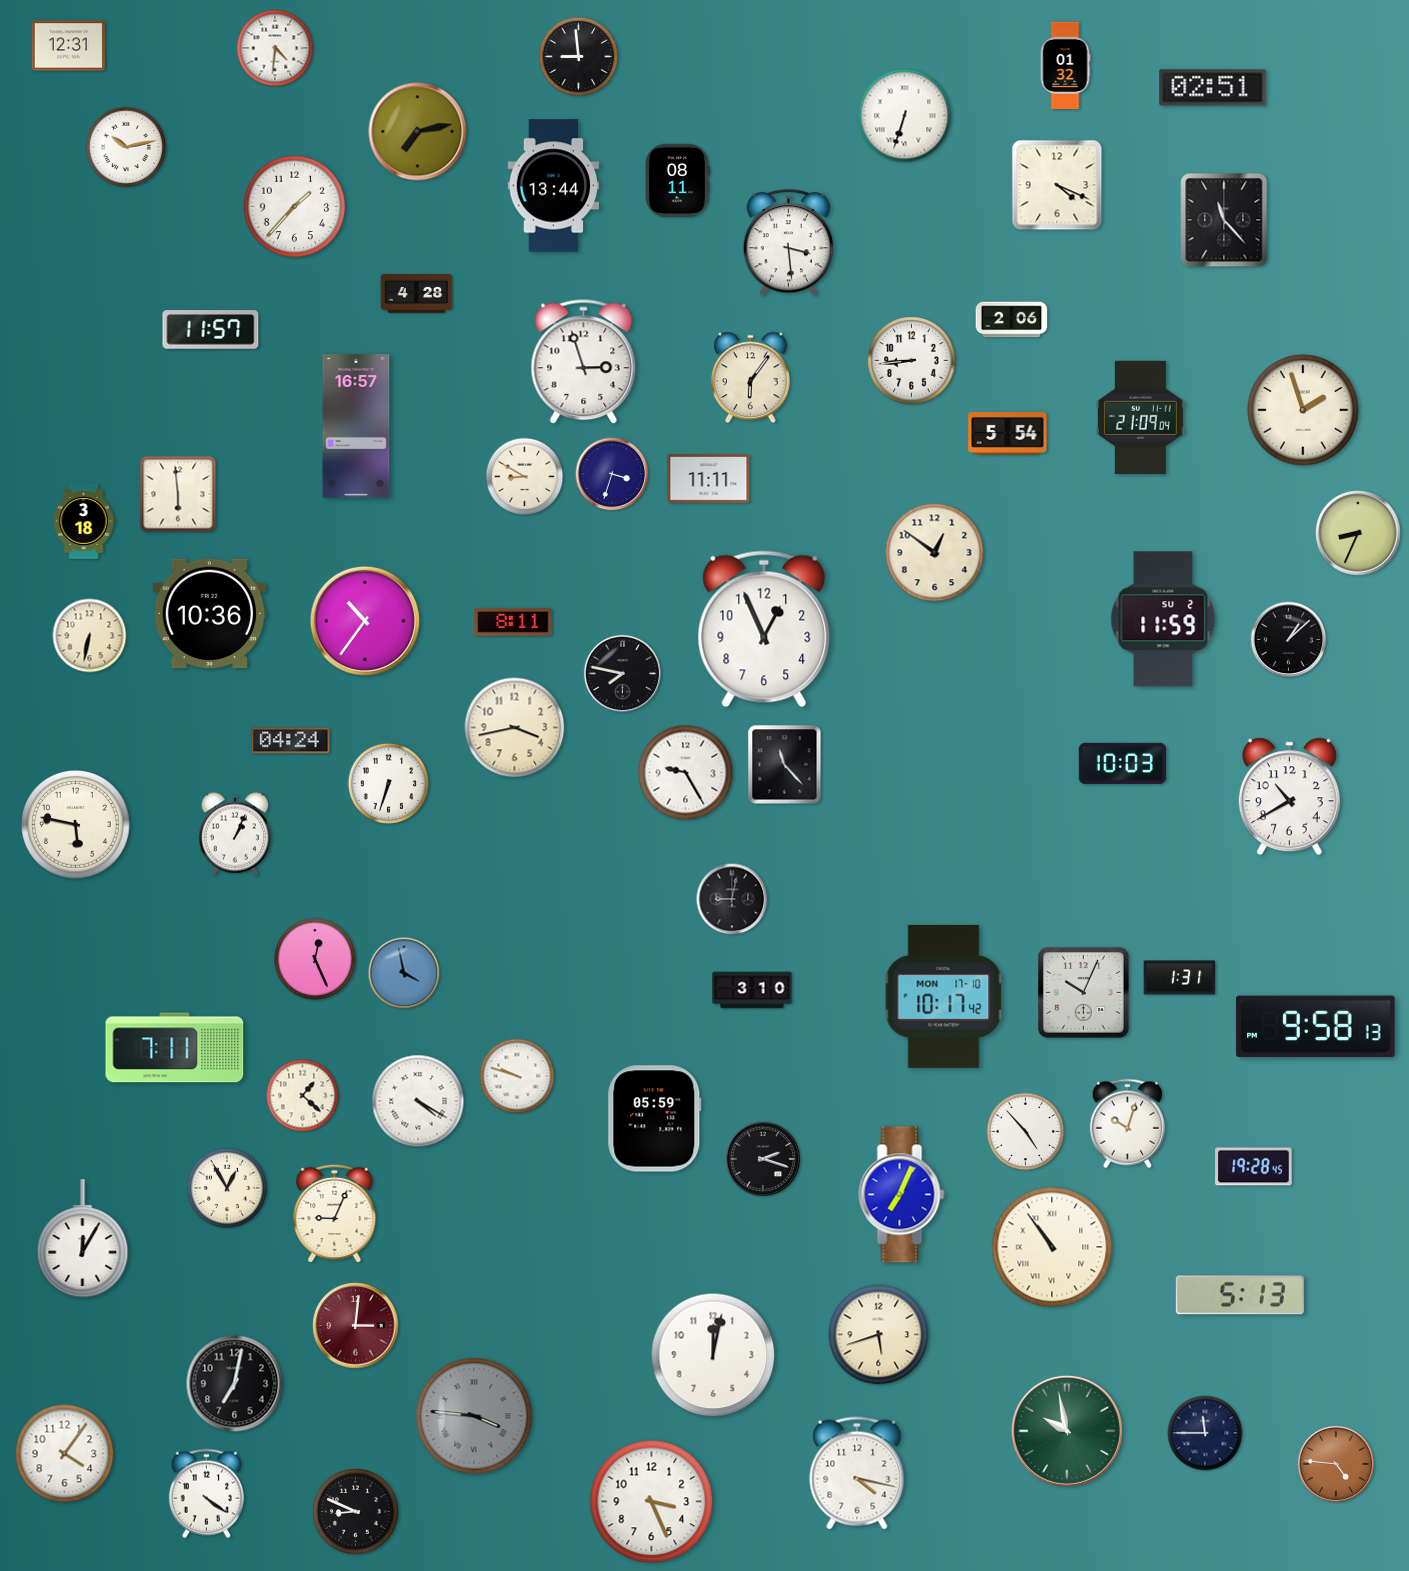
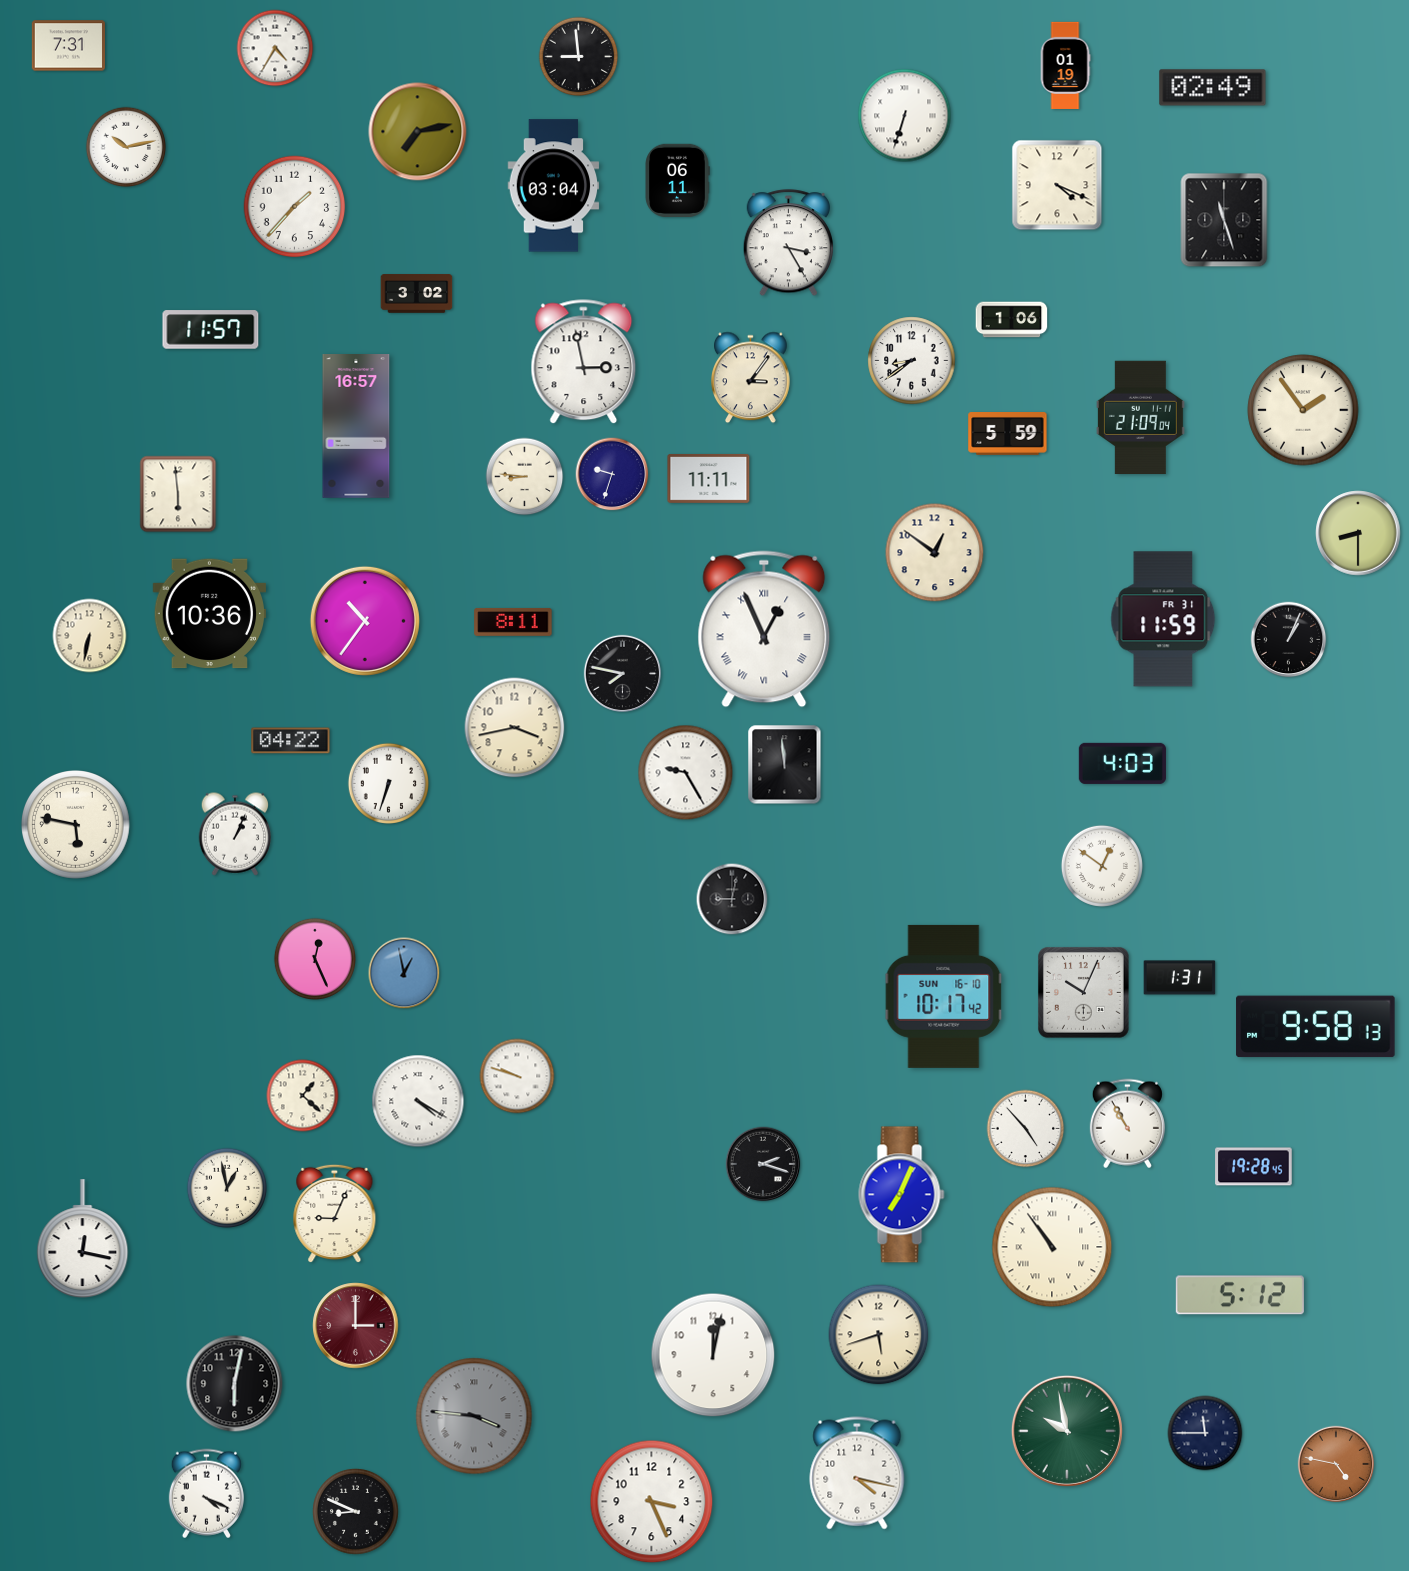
clock at (68, 46): 12:31 -> 7:31
clock at (275, 48): 4:31 -> 4:35
clock at (1065, 65): 01:32 -> 01:19
clock at (1213, 88): 02:51 -> 02:49
clock at (677, 180): 08:11 -> 06:11
clock at (554, 186): 13:44 -> 03:04
clock at (1224, 220): 11:23 -> 11:27
clock at (788, 243): 3:29 -> 3:25
clock at (417, 294): 4:28 -> 3:02
clock at (1012, 320): 2:06 -> 1:06
clock at (912, 361): 8:44 -> 8:39
clock at (584, 362): 2:57 -> 2:58
clock at (751, 378): 6:06 -> 3:06
clock at (1303, 410): 1:57 -> 1:54
clock at (1008, 434): 5:54 -> 5:59
clock at (612, 474): 3:33 -> 9:33
clock at (525, 477): 8:50 -> 8:46
clock at (84, 521): 3:18 -> none
clock at (1358, 533): 8:34 -> 8:30
clock at (1163, 619) date: SU 2 -> FR 31
clock at (764, 629) numerals: Arabic -> Roman
clock at (1289, 640): 1:08 -> 1:04
clock at (291, 741): 04:24 -> 04:22
clock at (1122, 763): 10:03 -> 4:03
clock at (785, 765): 11:23 -> 11:59
clock at (1289, 797): 10:40 -> none
clock at (1102, 866): none -> 12:51
clock at (404, 973): 3:58 -> 12:58
clock at (752, 990): 3:10 -> none
clock at (944, 996) date: MON 17-10 -> SUN 16-10
clock at (175, 1048): 7:11 -> none
clock at (655, 1119): 05:59 -> none
clock at (1127, 1124): 10:03 -> 10:55
clock at (1026, 1132) position: (1026, 1132) -> (1026, 1129)
clock at (763, 1159) position: (763, 1159) -> (763, 1164)
clock at (227, 1188): 12:55 -> 12:58
clock at (83, 1238): 12:05 -> 12:17
clock at (1240, 1295): 5:13 -> 5:12
clock at (356, 1326): 3:01 -> 3:00
clock at (235, 1384): 7:02 -> 6:02
clock at (65, 1454): 4:06 -> none
clock at (1336, 1464): 4:46 -> 4:47
clock at (206, 1494): 4:21 -> 4:19
